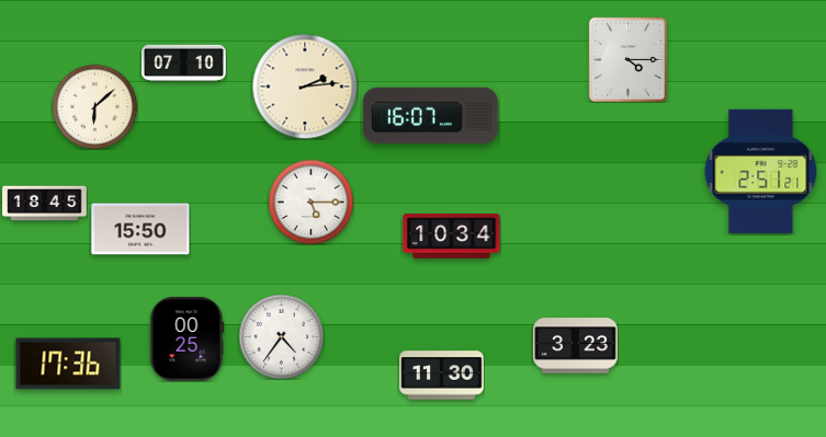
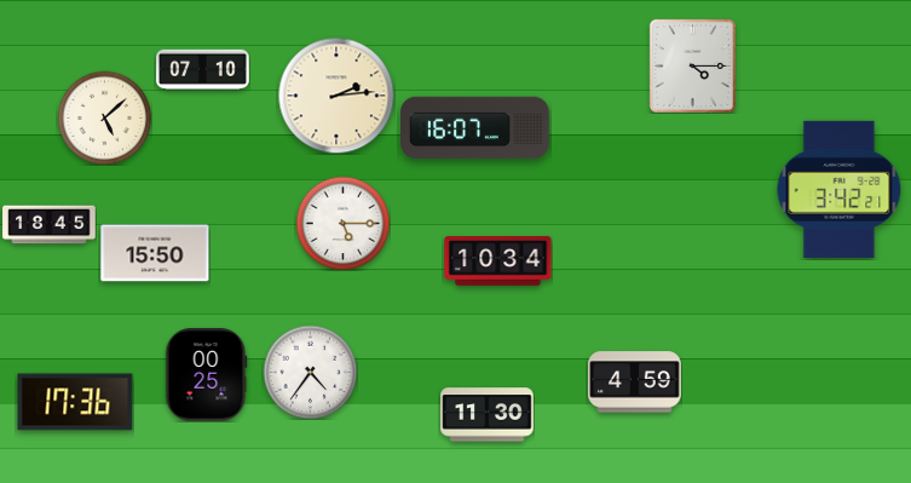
clock at (94, 106): 6:08 -> 5:08
clock at (761, 171): 2:51 -> 3:42
clock at (576, 346): 3:23 -> 4:59
